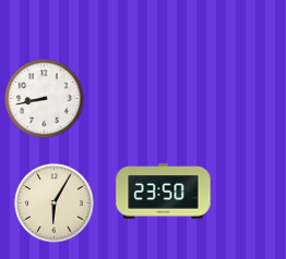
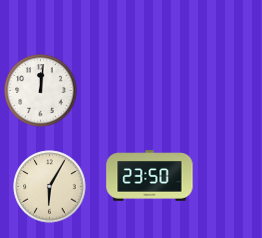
clock at (45, 99): 8:43 -> 12:01
